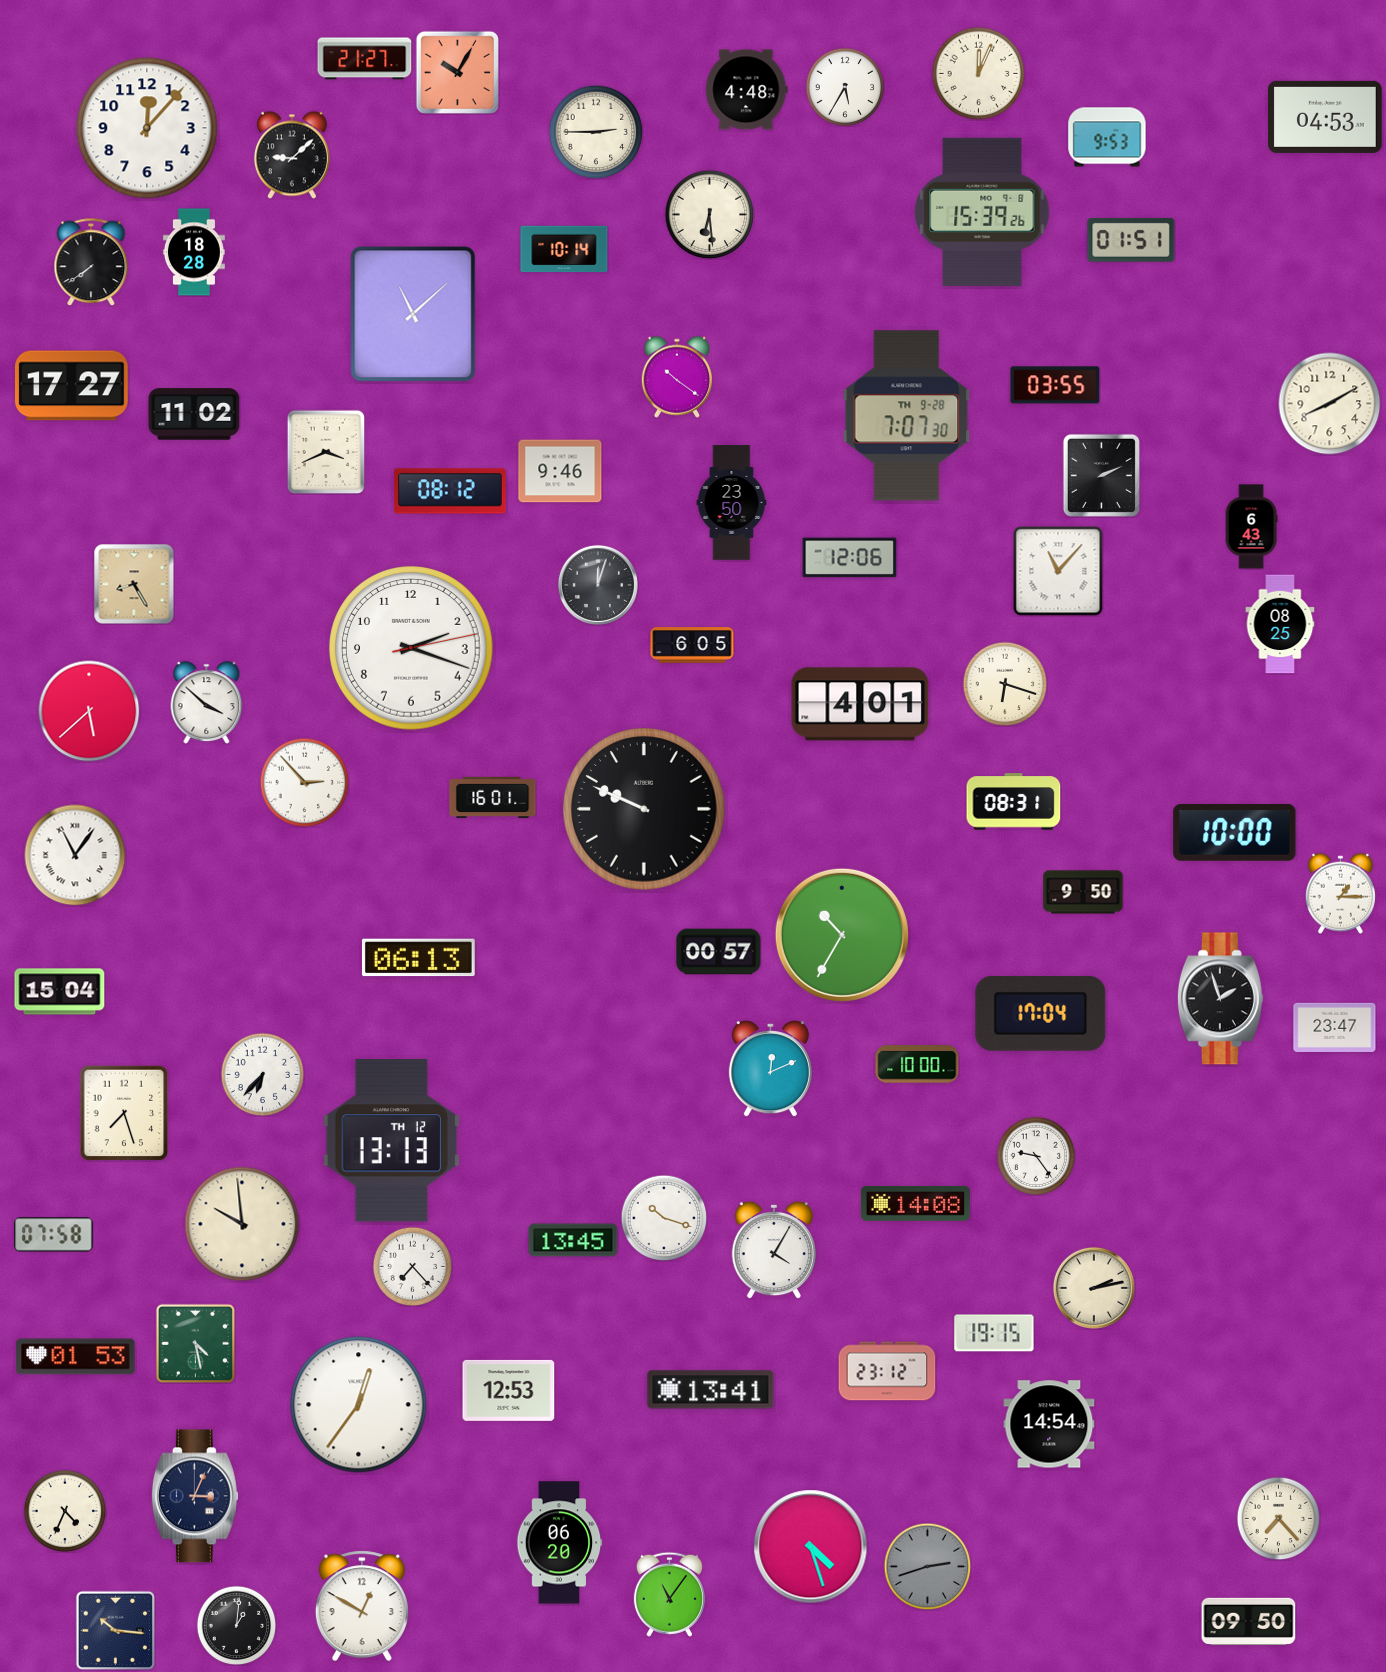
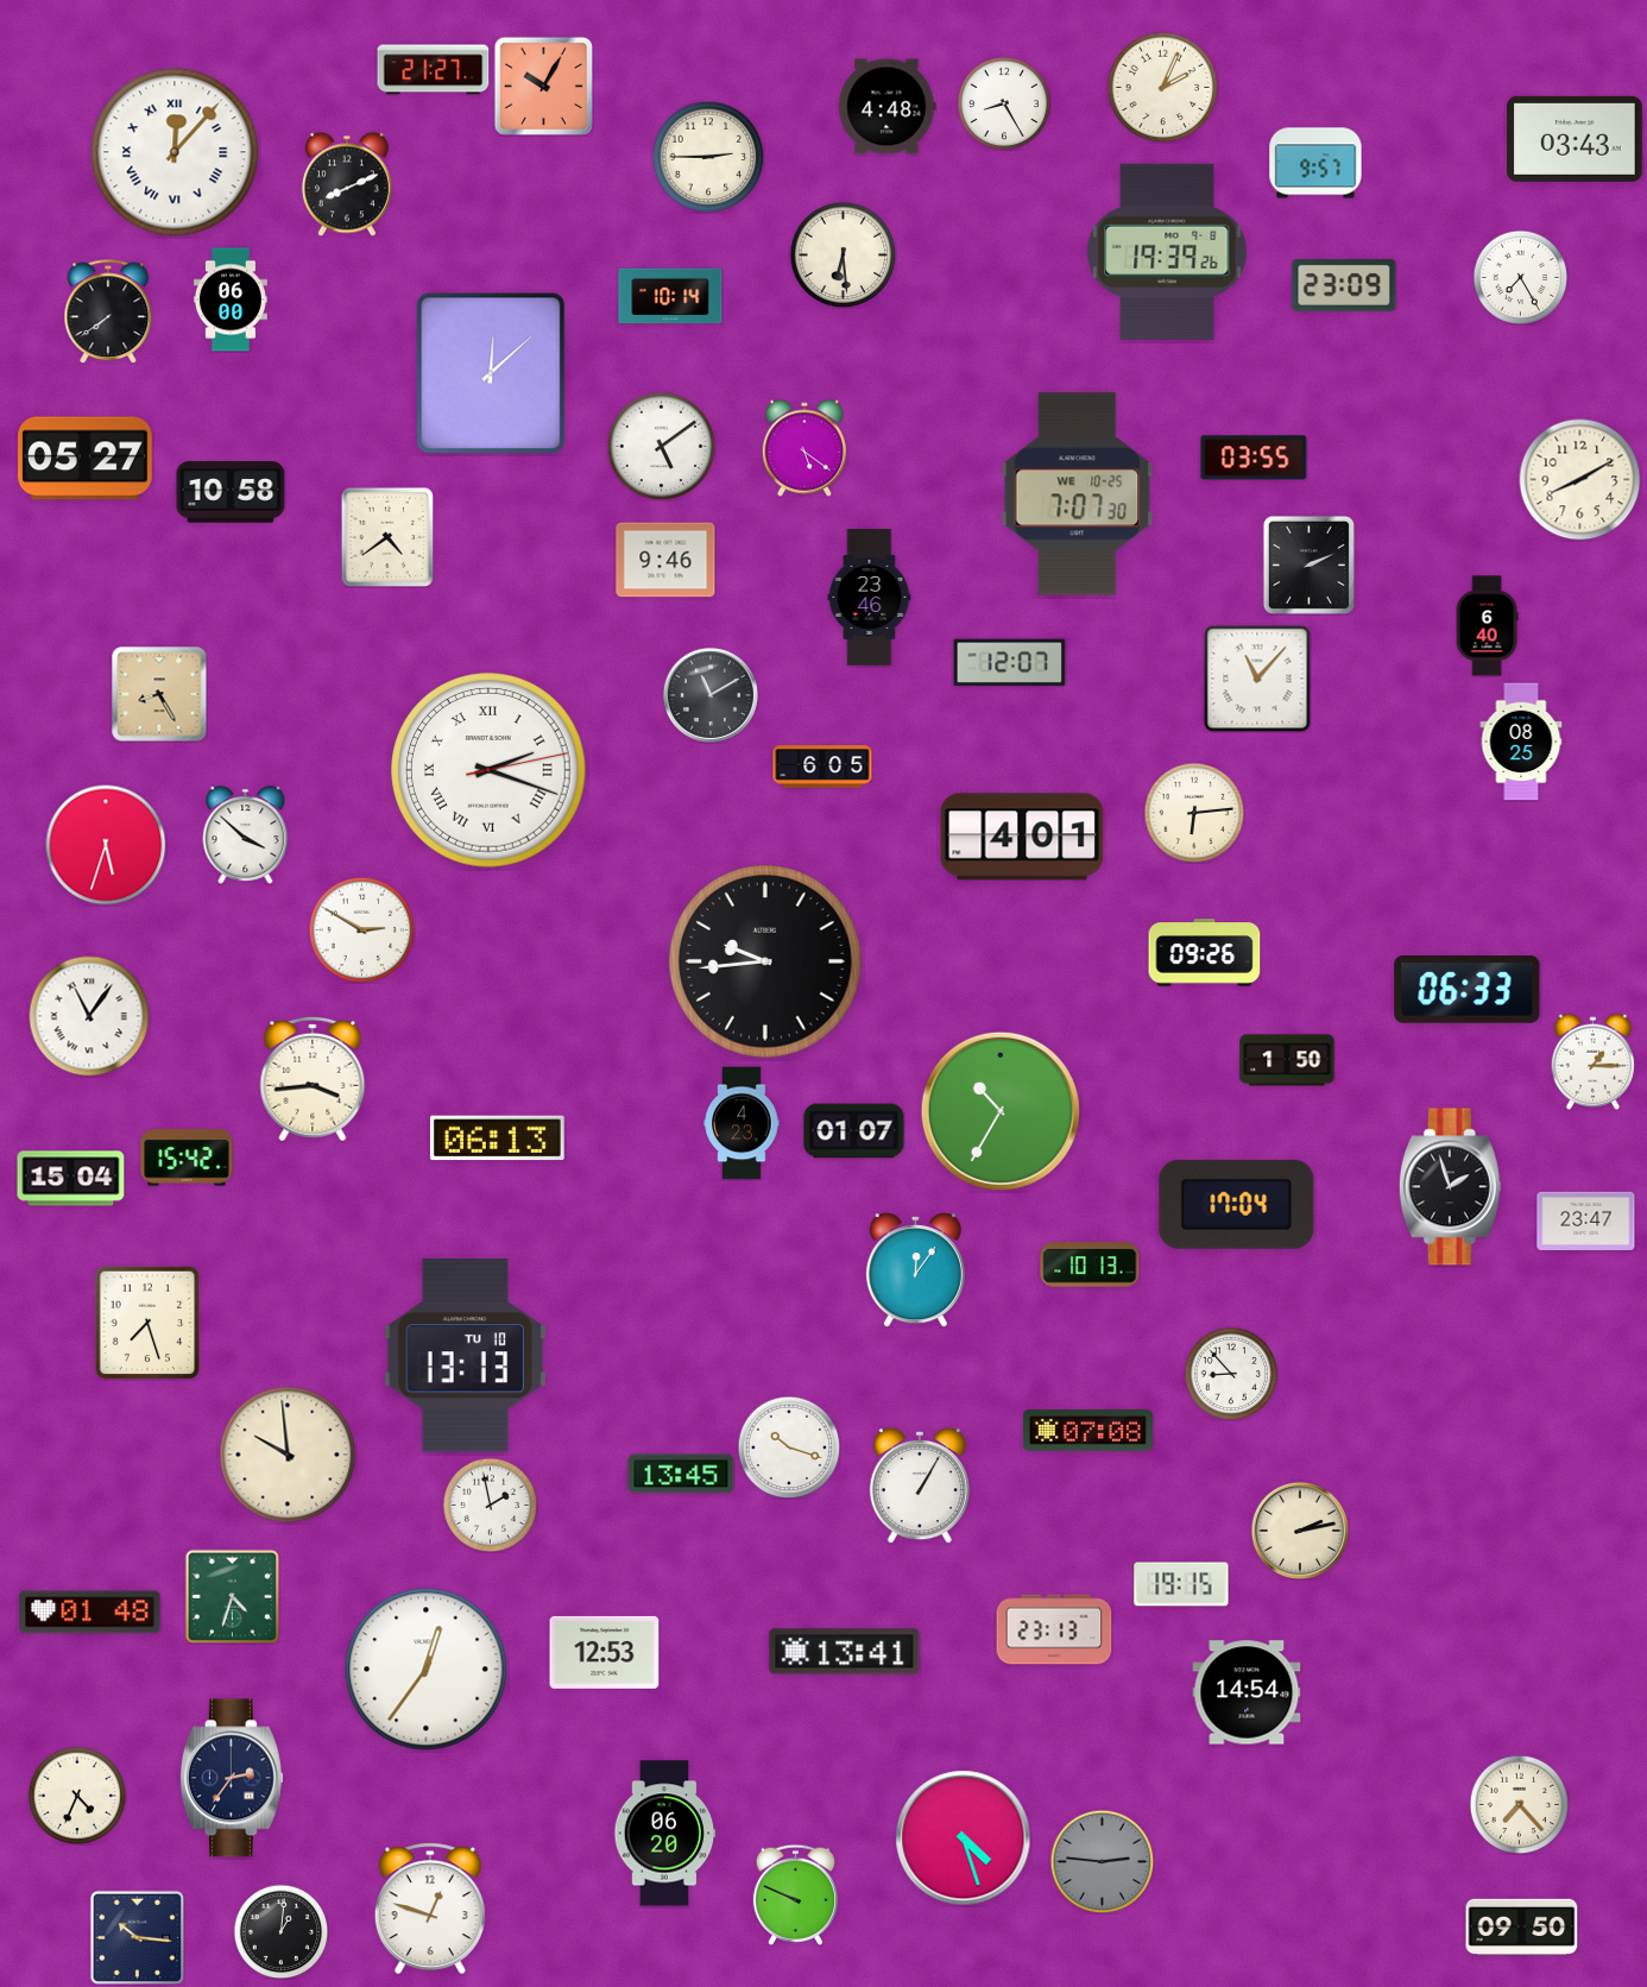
clock at (978, 73): 12:04 -> 2:04
clock at (845, 87): 5:35 -> 8:25
clock at (1326, 117): 04:53 -> 03:43
clock at (147, 128) numerals: Arabic -> Roman
clock at (1107, 137): 9:53 -> 9:57
clock at (292, 155): 9:08 -> 8:11
clock at (982, 212): 15:39 -> 19:39
clock at (1520, 277): none -> 7:25
clock at (1131, 240): 01:51 -> 23:09
clock at (194, 252): 18:28 -> 06:00
clock at (413, 314): 11:08 -> 12:08
clock at (661, 446): none -> 5:09
clock at (677, 377): 10:21 -> 5:21
clock at (72, 386): 17:27 -> 05:27
clock at (194, 414): 11:02 -> 10:58
clock at (907, 416) date: TH 9-28 -> WE 10-25
clock at (326, 452): 3:41 -> 4:39
clock at (450, 491): 08:12 -> none
clock at (732, 503): 23:50 -> 23:46
clock at (1251, 527): 6:43 -> 6:40
clock at (850, 558): 12:06 -> 12:07
clock at (598, 585): 12:03 -> 11:10
clock at (411, 648) numerals: Arabic -> Roman
clock at (1005, 684): 6:18 -> 6:14
clock at (89, 711): 5:38 -> 5:33
clock at (304, 782): 2:53 -> 2:50
clock at (493, 798): 16:01 -> none
clock at (1014, 802): 08:31 -> 09:26
clock at (644, 809): 9:49 -> 9:44
clock at (1235, 832): 10:00 -> 06:33
clock at (1083, 892): 9:50 -> 1:50
clock at (313, 1079): none -> 3:44
clock at (742, 1123): none -> 4:23
clock at (719, 952): 00:57 -> 01:07
clock at (187, 1157): none -> 15:42
clock at (917, 1064): 10:00 -> 10:13
clock at (770, 1069): 12:11 -> 12:06
clock at (262, 1074): 6:37 -> none
clock at (391, 1141) date: TH 12 -> TU 10
clock at (1036, 1156): 9:24 -> 8:53
clock at (915, 1203): 14:08 -> 07:08
clock at (54, 1235): 07:58 -> none
clock at (773, 1250): 4:05 -> 1:05
clock at (412, 1266): 7:23 -> 1:58
clock at (195, 1343): 4:28 -> 4:33
clock at (76, 1357): 01:53 -> 01:48
clock at (887, 1371): 23:12 -> 23:13
clock at (195, 1496): 3:04 -> 2:36
clock at (927, 1566): 2:42 -> 2:46
clock at (669, 1594): 11:06 -> 9:49
clock at (362, 1606): 12:50 -> 12:48
clock at (1249, 1621) position: (1249, 1621) -> (1522, 1926)
